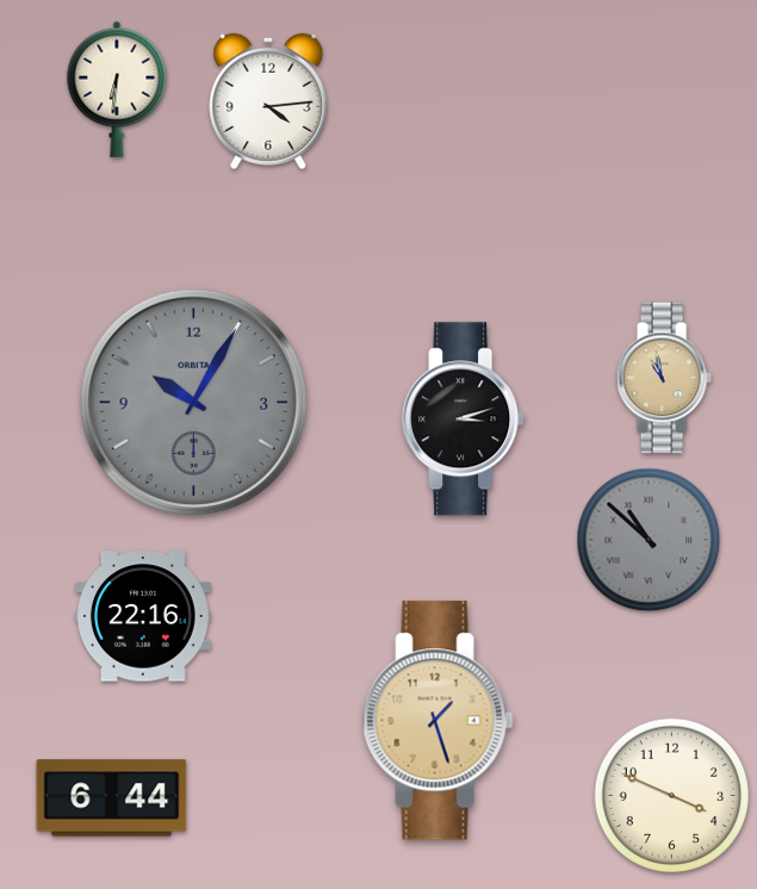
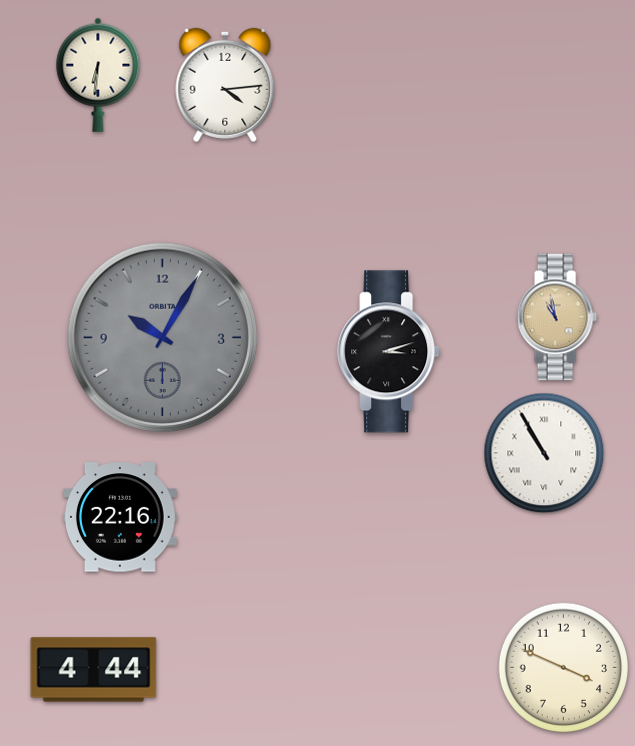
clock at (649, 540): 10:52 -> 10:55
clock at (649, 540) dial: grey -> white
clock at (438, 721): 1:27 -> none
clock at (112, 798): 6:44 -> 4:44
